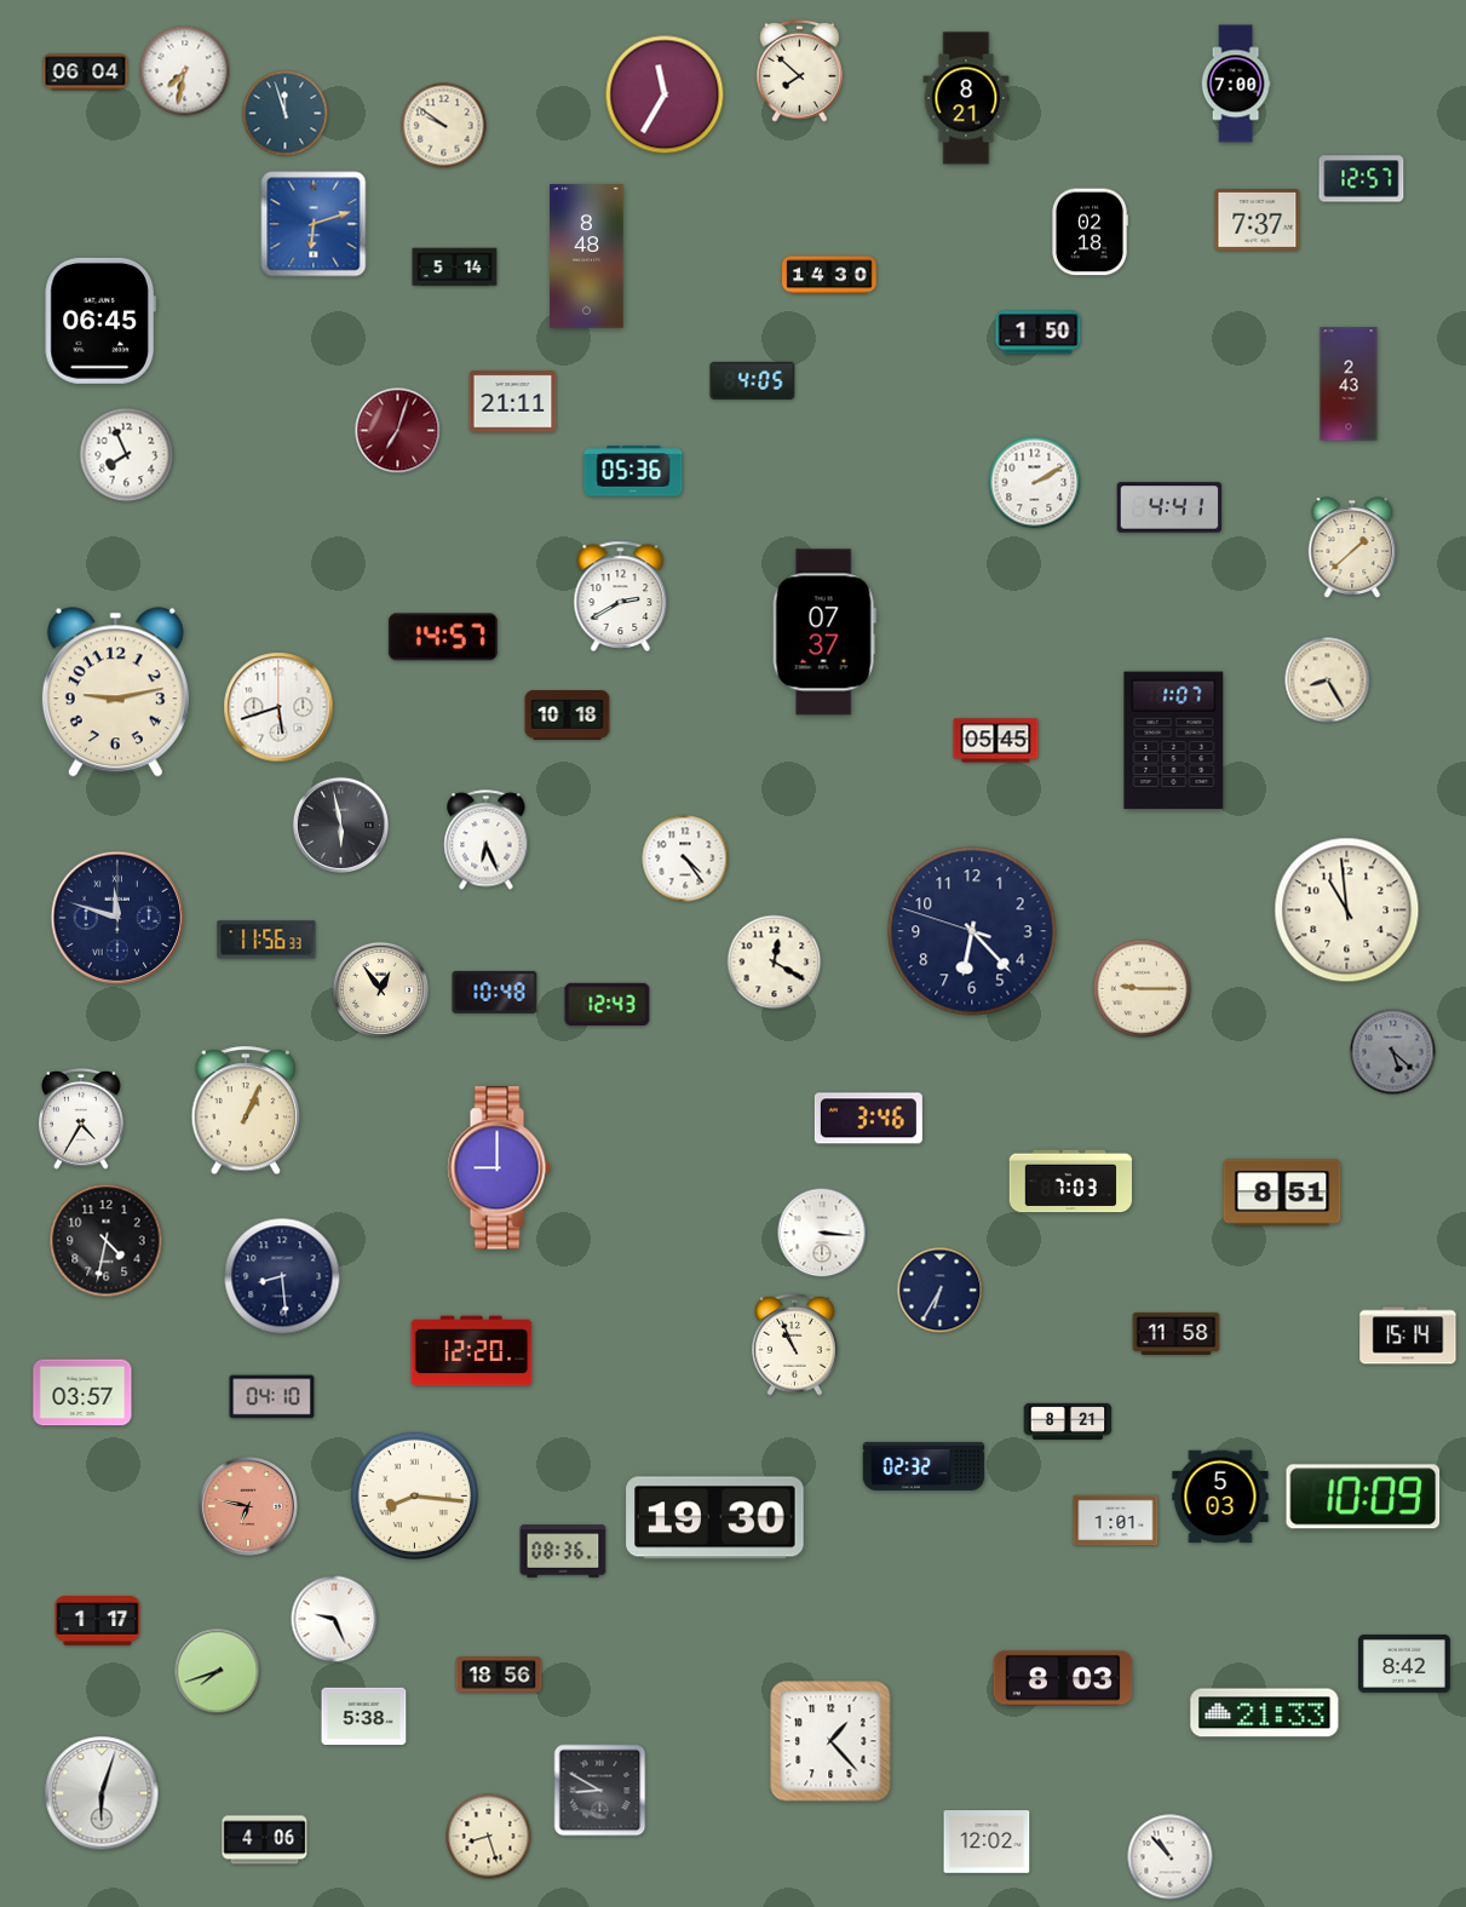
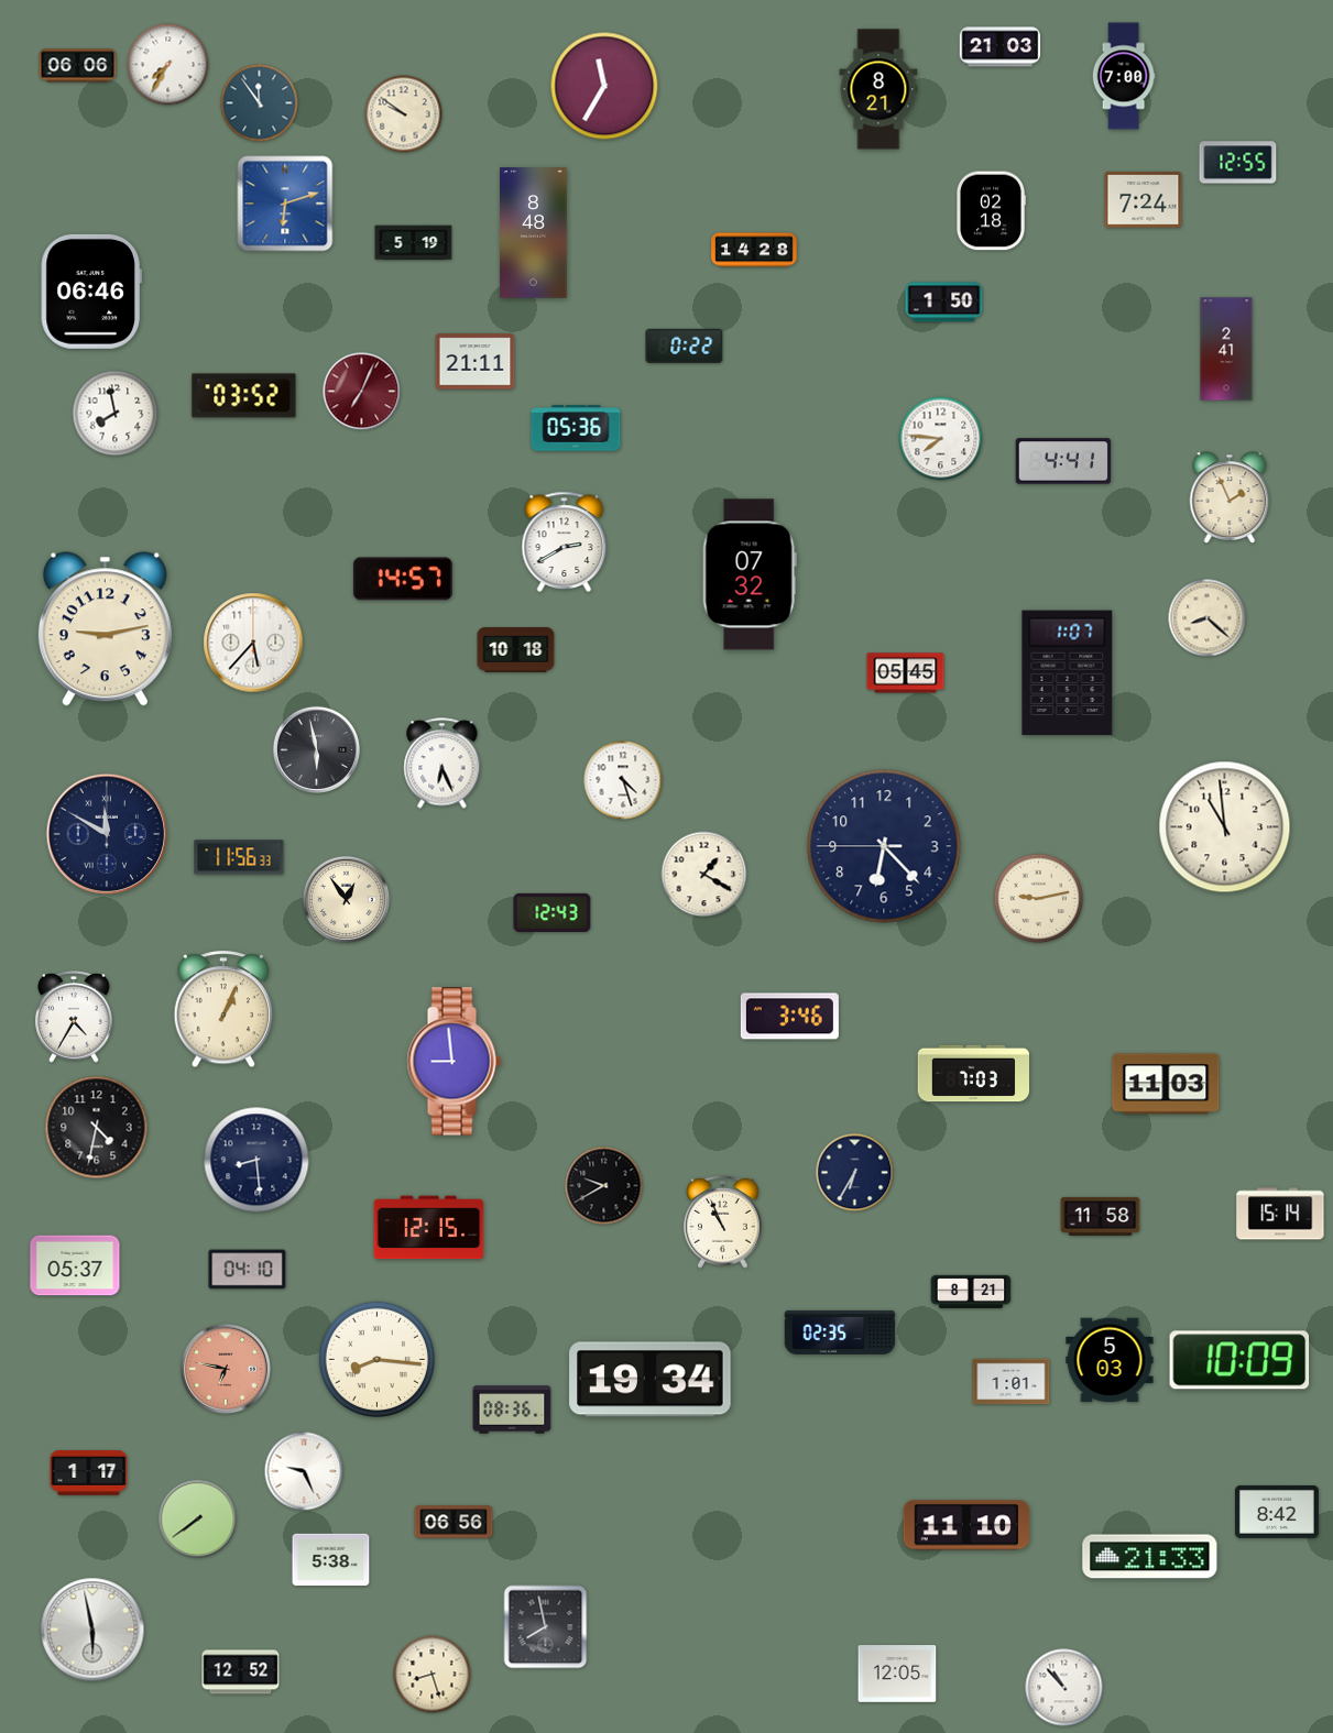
clock at (1001, 47): none -> 21:03
clock at (800, 70): 7:52 -> none
clock at (185, 71): 7:32 -> 7:35
clock at (86, 73): 06:04 -> 06:06
clock at (286, 114): 11:57 -> 11:54
clock at (1362, 179): 12:57 -> 12:55
clock at (1258, 220): 7:37 -> 7:24
clock at (455, 268): 5:14 -> 5:19
clock at (829, 275): 14:30 -> 14:28
clock at (100, 321): 06:45 -> 06:46
clock at (753, 380): 4:05 -> 0:22
clock at (1349, 384): 2:43 -> 2:41
clock at (513, 402) position: (513, 402) -> (476, 362)
clock at (398, 431): 7:03 -> 7:04
clock at (244, 396): none -> 03:52
clock at (127, 455): 7:56 -> 7:58
clock at (1035, 483): 2:10 -> 7:46
clock at (1352, 547): 1:38 -> 1:56
clock at (824, 632): 07:37 -> 07:32
clock at (1328, 680): 8:25 -> 8:22
clock at (278, 707): 5:42 -> 5:37
clock at (340, 825) position: (340, 825) -> (316, 749)
clock at (685, 858): 4:24 -> 4:27
clock at (117, 918): 11:48 -> 11:50
clock at (972, 931): 6:22:48 -> 6:22:45
clock at (266, 940) position: (266, 940) -> (239, 857)
clock at (775, 963): 12:20 -> 1:20
clock at (1143, 989): 9:15 -> 9:13
clock at (495, 992): 10:48 -> none
clock at (1393, 1052): 5:22 -> none
clock at (499, 1168): 9:00 -> 8:59
clock at (1282, 1193): 8:51 -> 11:03
clock at (822, 1233): 3:16 -> none
clock at (604, 1186): none -> 9:40
clock at (1177, 1333) position: (1177, 1333) -> (1101, 1216)
clock at (472, 1351): 12:20 -> 12:15
clock at (82, 1392): 03:57 -> 05:37
clock at (924, 1466): 02:32 -> 02:35
clock at (715, 1518): 19:30 -> 19:34
clock at (1116, 1521) position: (1116, 1521) -> (1012, 1382)
clock at (218, 1672): 7:42 -> 7:39
clock at (499, 1675): 18:56 -> 06:56
clock at (1063, 1678): 8:03 -> 11:10
clock at (830, 1741): 1:23 -> none
clock at (600, 1791): 8:50 -> 7:58
clock at (102, 1793): 6:03 -> 5:58
clock at (489, 1837) position: (489, 1837) -> (433, 1675)
clock at (265, 1840): 4:06 -> 12:52
clock at (987, 1842): 12:02 -> 12:05
